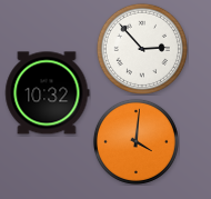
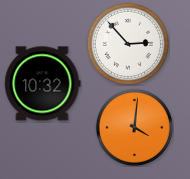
clock at (135, 141) position: (135, 141) -> (134, 127)
